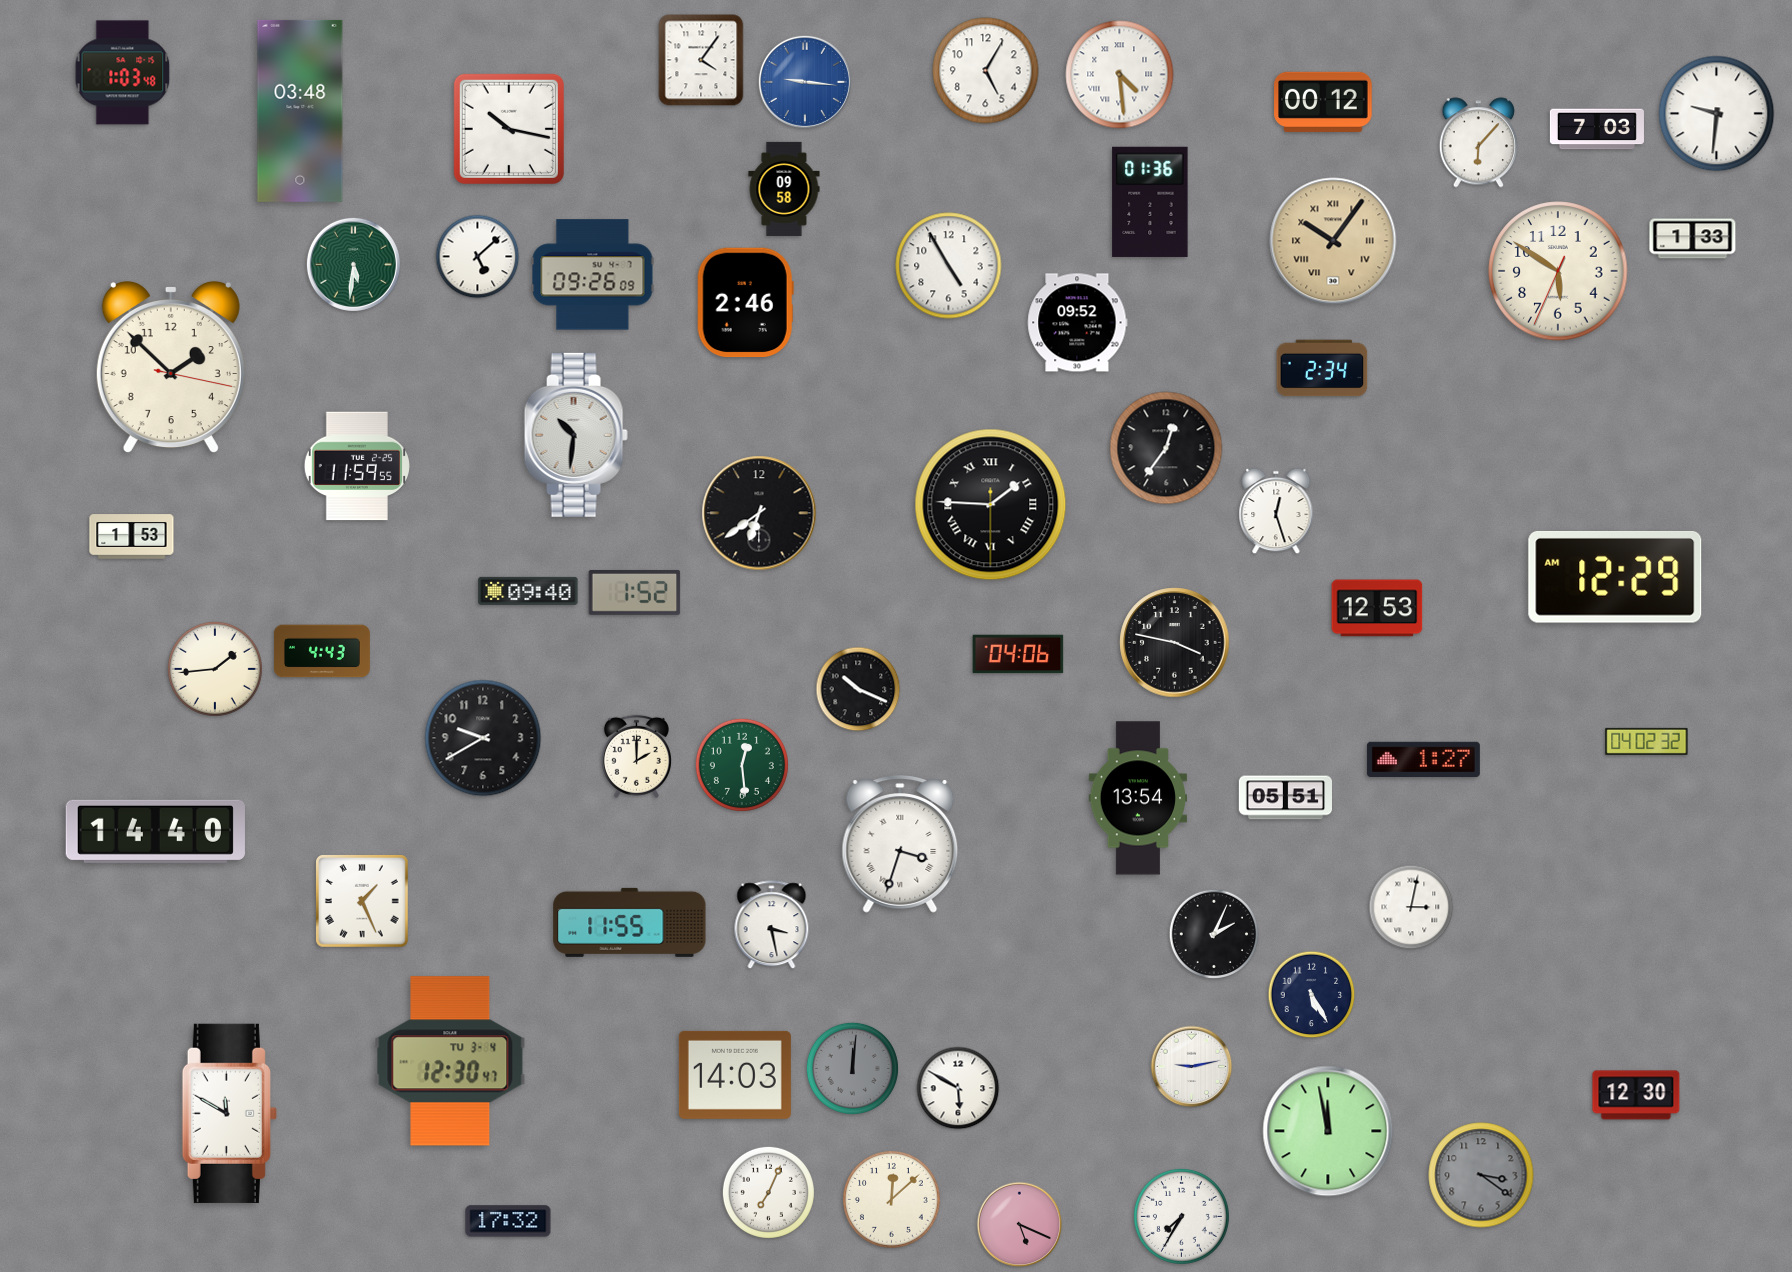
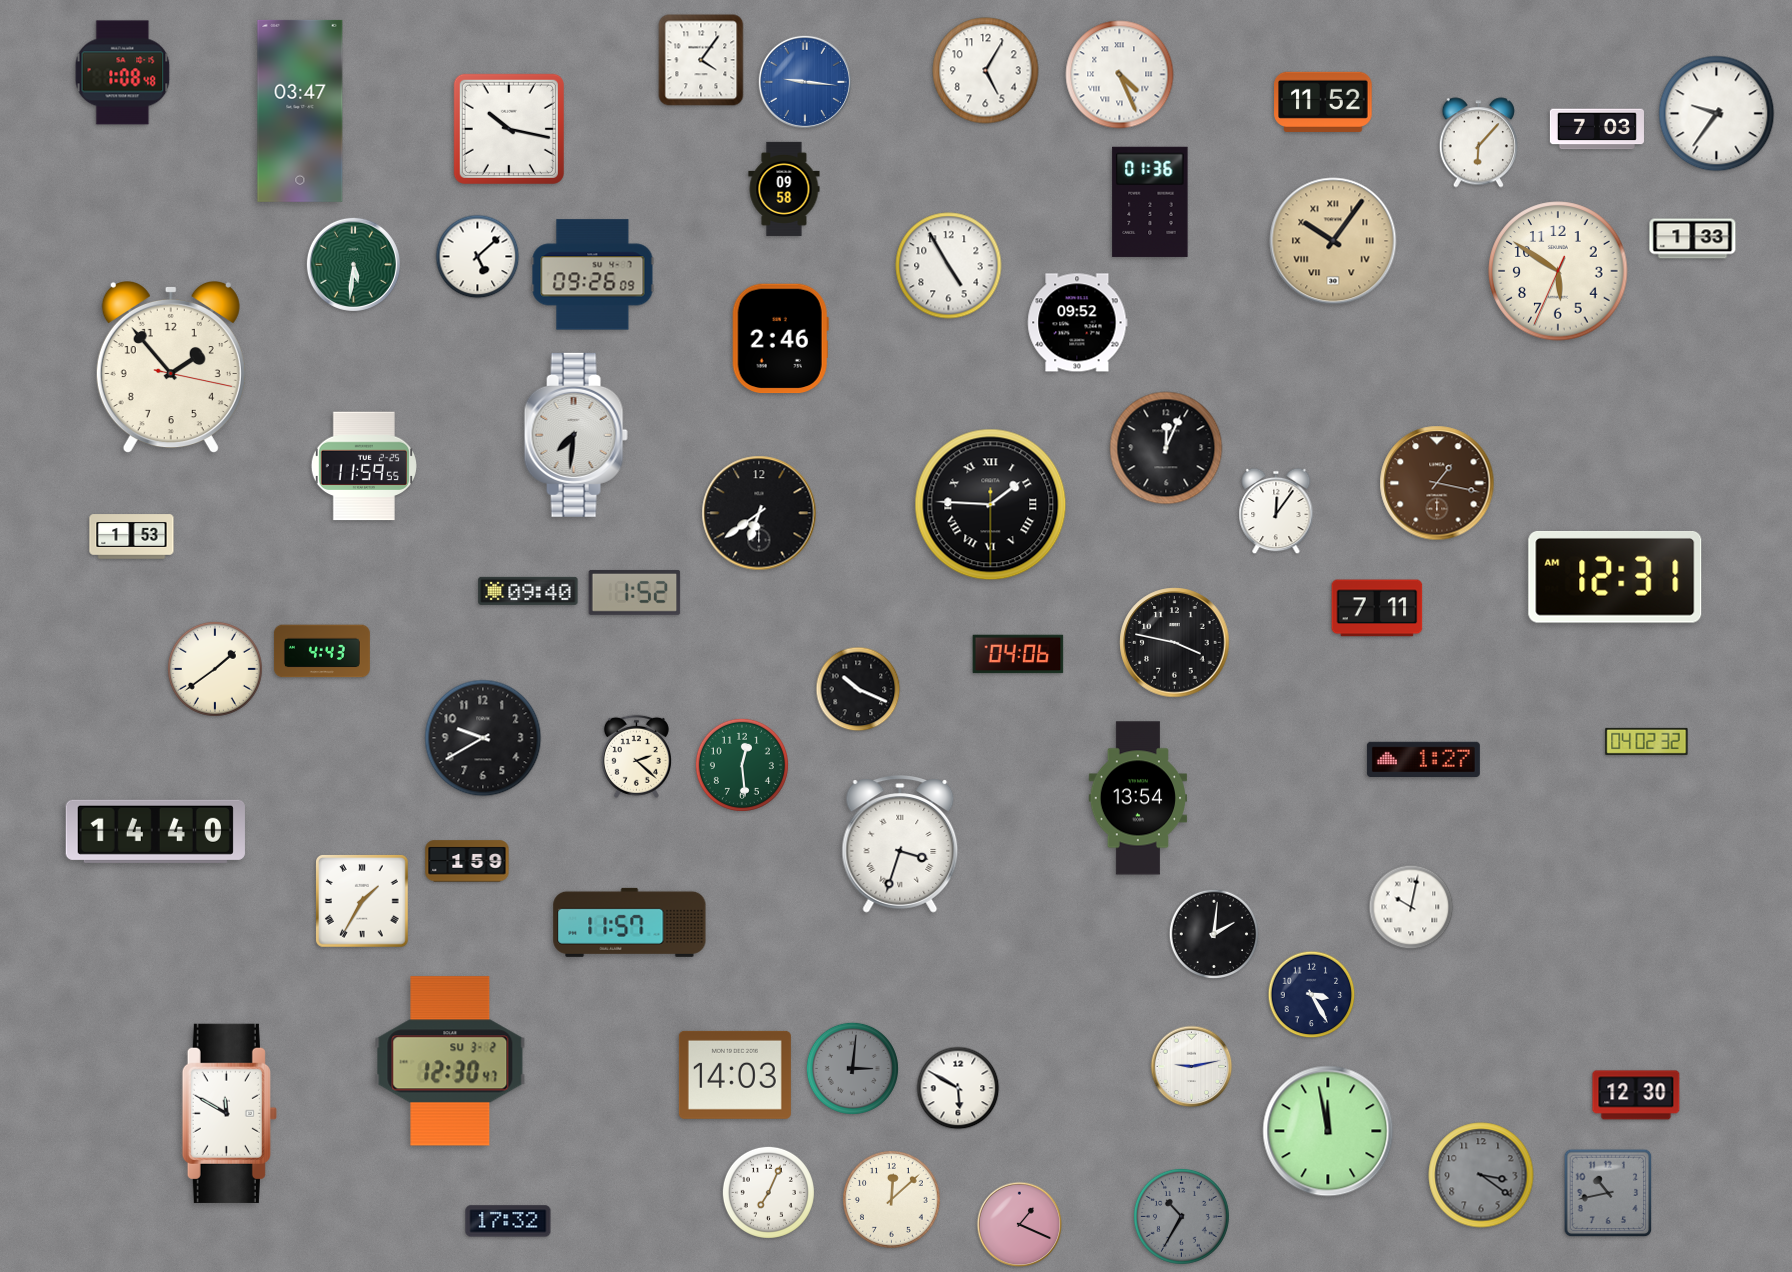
clock at (123, 73): 1:03 -> 1:08
clock at (1120, 75): 4:29 -> 4:26
clock at (1323, 102): 00:12 -> 11:52
clock at (300, 111): 03:48 -> 03:47
clock at (1717, 114): 9:31 -> 9:36
clock at (745, 303) position: (745, 303) -> (780, 339)
clock at (171, 367): 1:52 -> 1:53
clock at (1322, 368): 2:34 -> none
clock at (576, 435): 10:31 -> 7:31
clock at (1166, 448): 12:36 -> 12:04
clock at (356, 466) position: (356, 466) -> (363, 466)
clock at (1437, 483): none -> 1:17
clock at (1276, 511): 12:27 -> 12:06
clock at (1615, 577): 12:29 -> 12:31
clock at (1377, 608): 12:53 -> 7:11
clock at (215, 669): 1:44 -> 1:39
clock at (636, 756): 2:00 -> 2:22
clock at (1285, 798): 05:51 -> none
clock at (467, 861): none -> 1:59
clock at (363, 902): 1:26 -> 1:35
clock at (1411, 907): 3:02 -> 10:02
clock at (630, 922): 11:55 -> 11:57
clock at (772, 925): 3:28 -> none
clock at (1214, 934): 2:04 -> 2:01
clock at (1312, 995): 5:25 -> 3:25
clock at (450, 1061) date: TU 3-4 -> SU 3-2
clock at (852, 1068): 12:01 -> 3:01
clock at (1608, 1193): none -> 10:43
clock at (1181, 1216): 7:35 -> 10:35
clock at (1181, 1216) dial: white -> grey
clock at (1020, 1225): 5:19 -> 1:19
